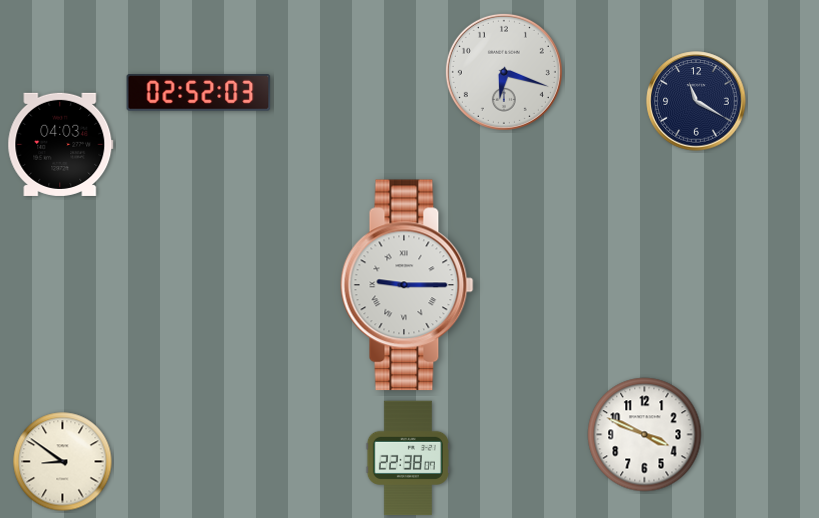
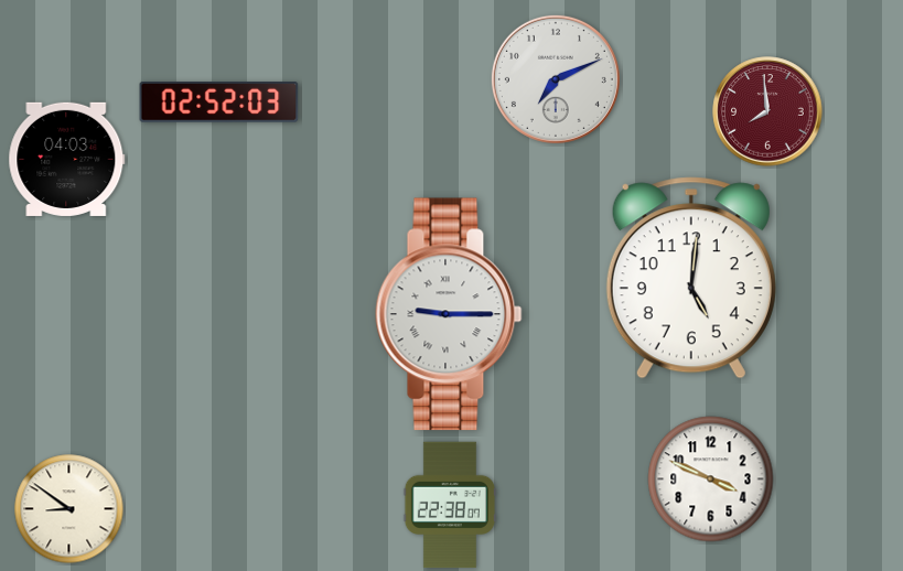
clock at (504, 72): 6:18 -> 7:11
clock at (696, 101): 11:20 -> 7:59
clock at (696, 101) dial: navy -> burgundy
clock at (691, 278): none -> 5:01
